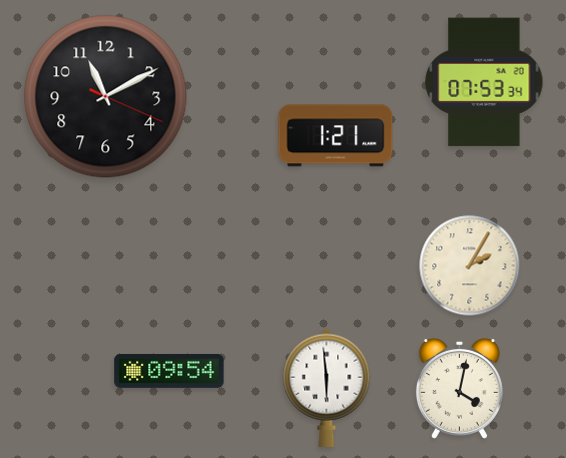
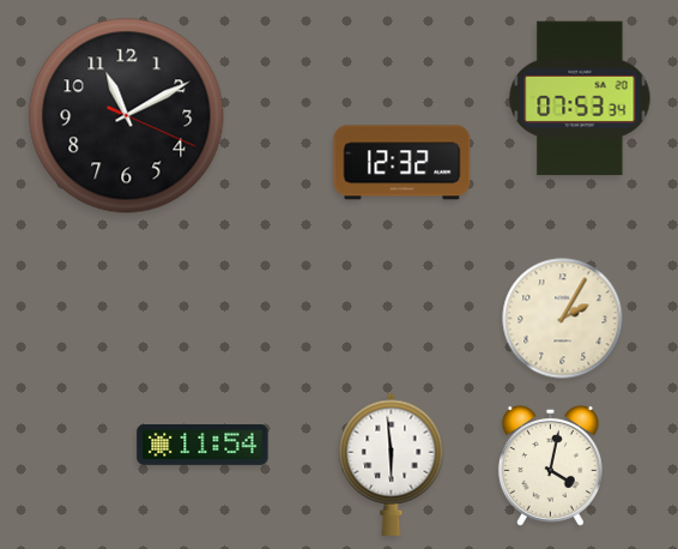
clock at (336, 136): 1:21 -> 12:32
clock at (169, 371): 09:54 -> 11:54
